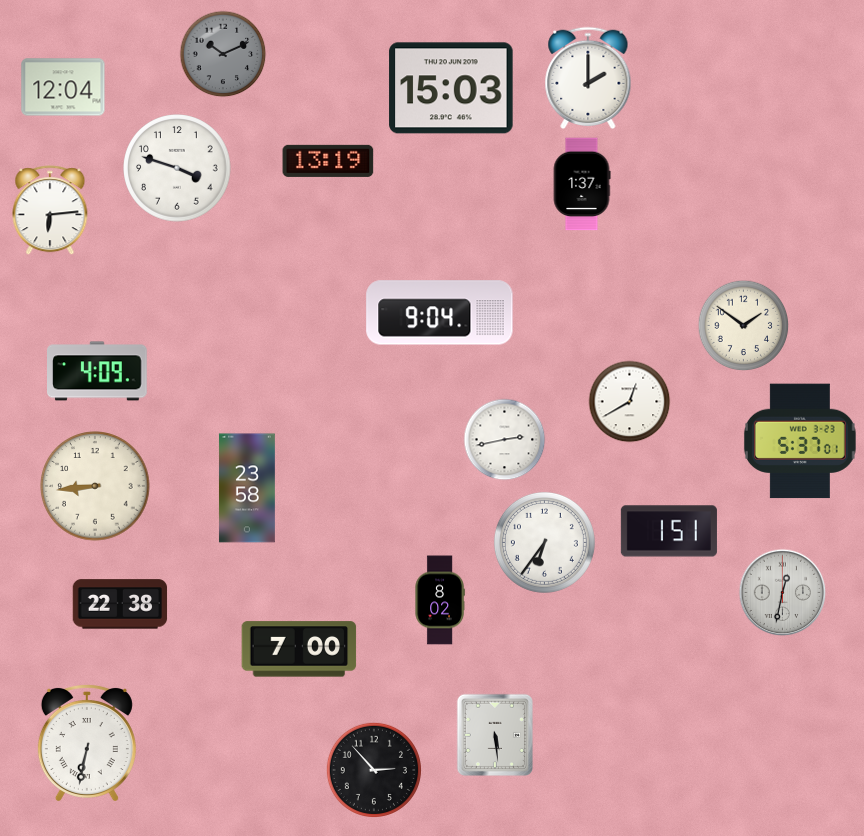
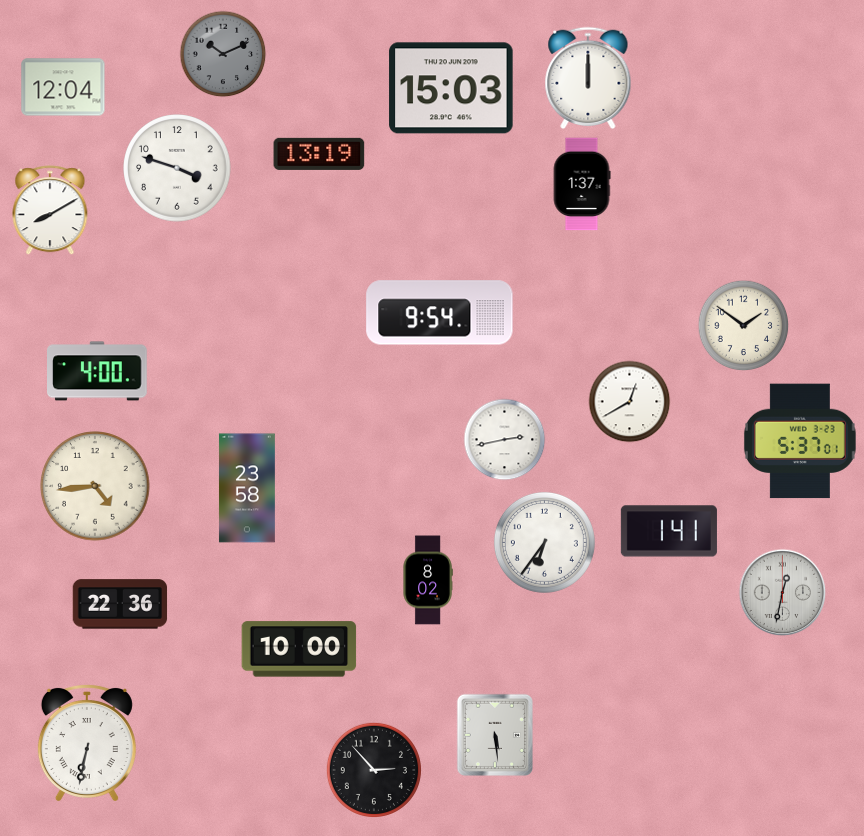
clock at (588, 77): 2:00 -> 12:00
clock at (328, 161) position: (328, 161) -> (319, 154)
clock at (50, 211): 6:14 -> 8:10
clock at (440, 313): 9:04 -> 9:54
clock at (98, 371): 4:09 -> 4:00
clock at (95, 486): 8:44 -> 4:44
clock at (669, 531): 1:51 -> 1:41
clock at (440, 600) position: (440, 600) -> (428, 580)
clock at (120, 604): 22:38 -> 22:36
clock at (299, 649): 7:00 -> 10:00
